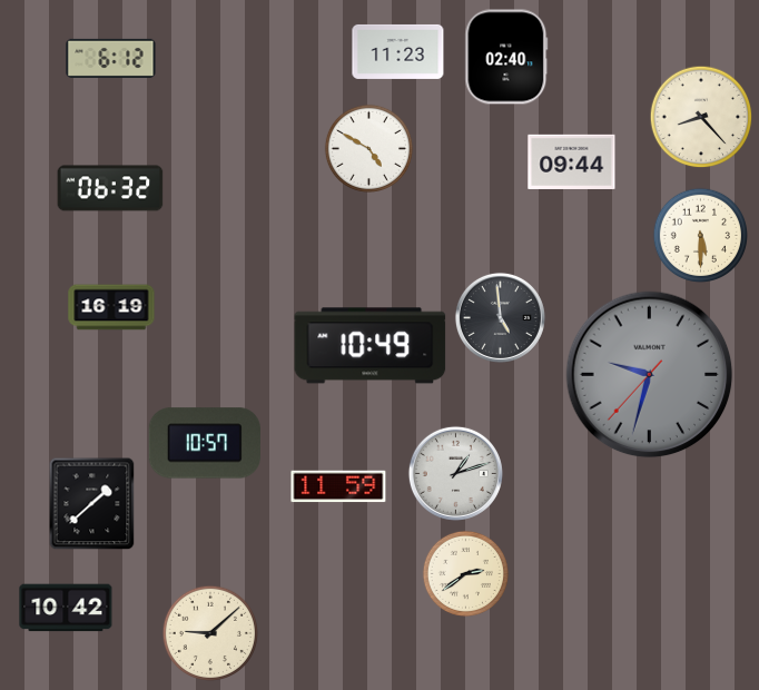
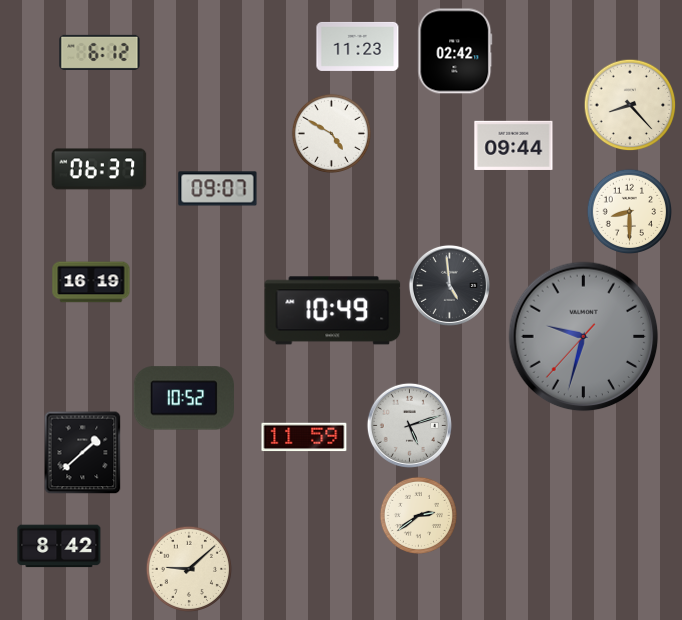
clock at (506, 57): 02:40 -> 02:42
clock at (110, 188): 06:32 -> 06:37
clock at (218, 189): none -> 09:07
clock at (700, 235): 5:30 -> 8:30
clock at (111, 307) position: (111, 307) -> (91, 282)
clock at (205, 443): 10:57 -> 10:52
clock at (455, 473): 1:12 -> 5:12
clock at (66, 608): 10:42 -> 8:42
